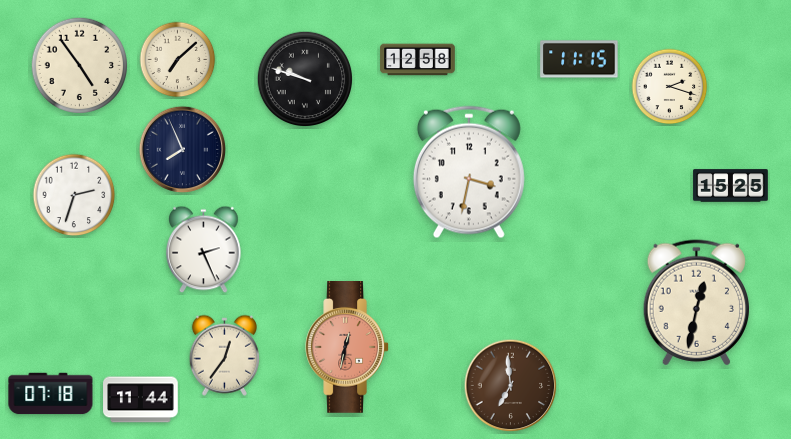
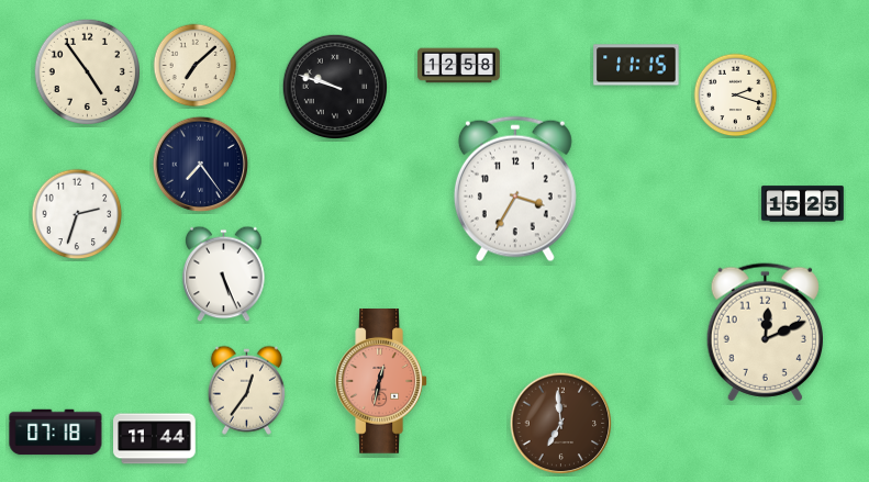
clock at (183, 150): 7:56 -> 7:24
clock at (469, 172): 3:32 -> 3:35
clock at (74, 195) position: (74, 195) -> (77, 214)
clock at (204, 250): 2:26 -> 5:26
clock at (696, 303): 12:32 -> 12:11
